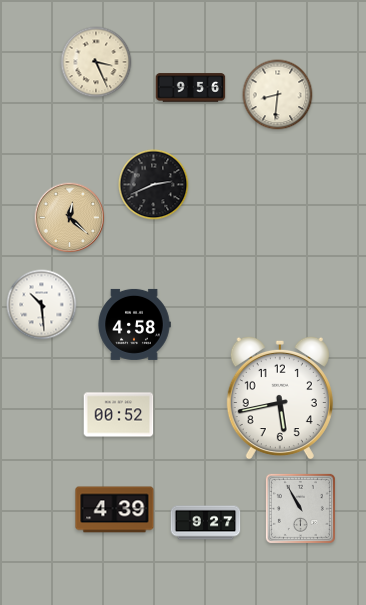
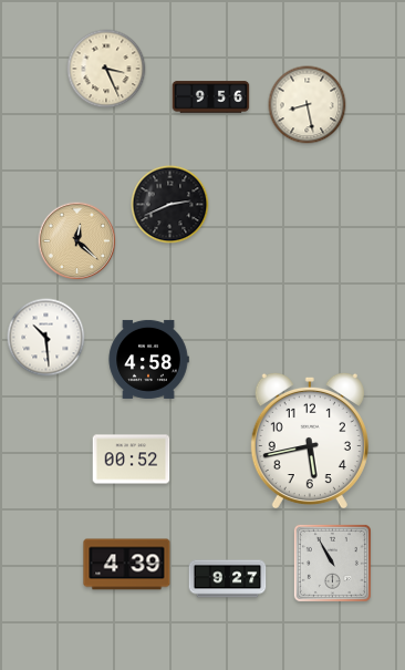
clock at (278, 95): 8:31 -> 8:28
